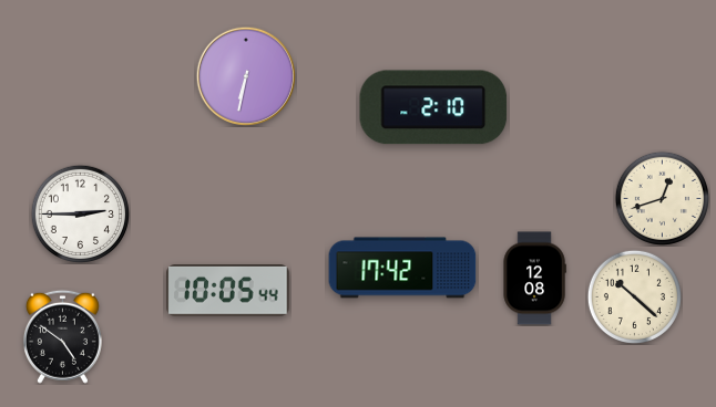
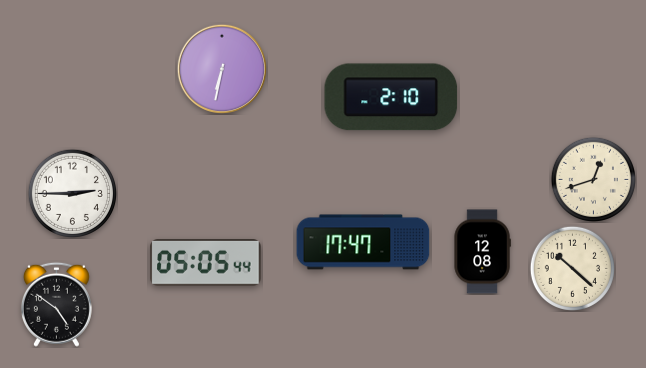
clock at (662, 198) position: (662, 198) -> (593, 179)
clock at (402, 268): 17:42 -> 17:47
clock at (228, 291): 10:05 -> 05:05
